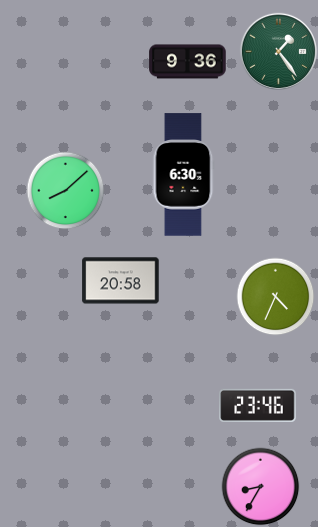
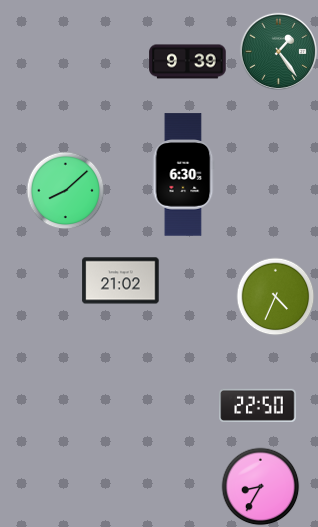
clock at (188, 62): 9:36 -> 9:39
clock at (121, 281): 20:58 -> 21:02
clock at (258, 405): 23:46 -> 22:50
